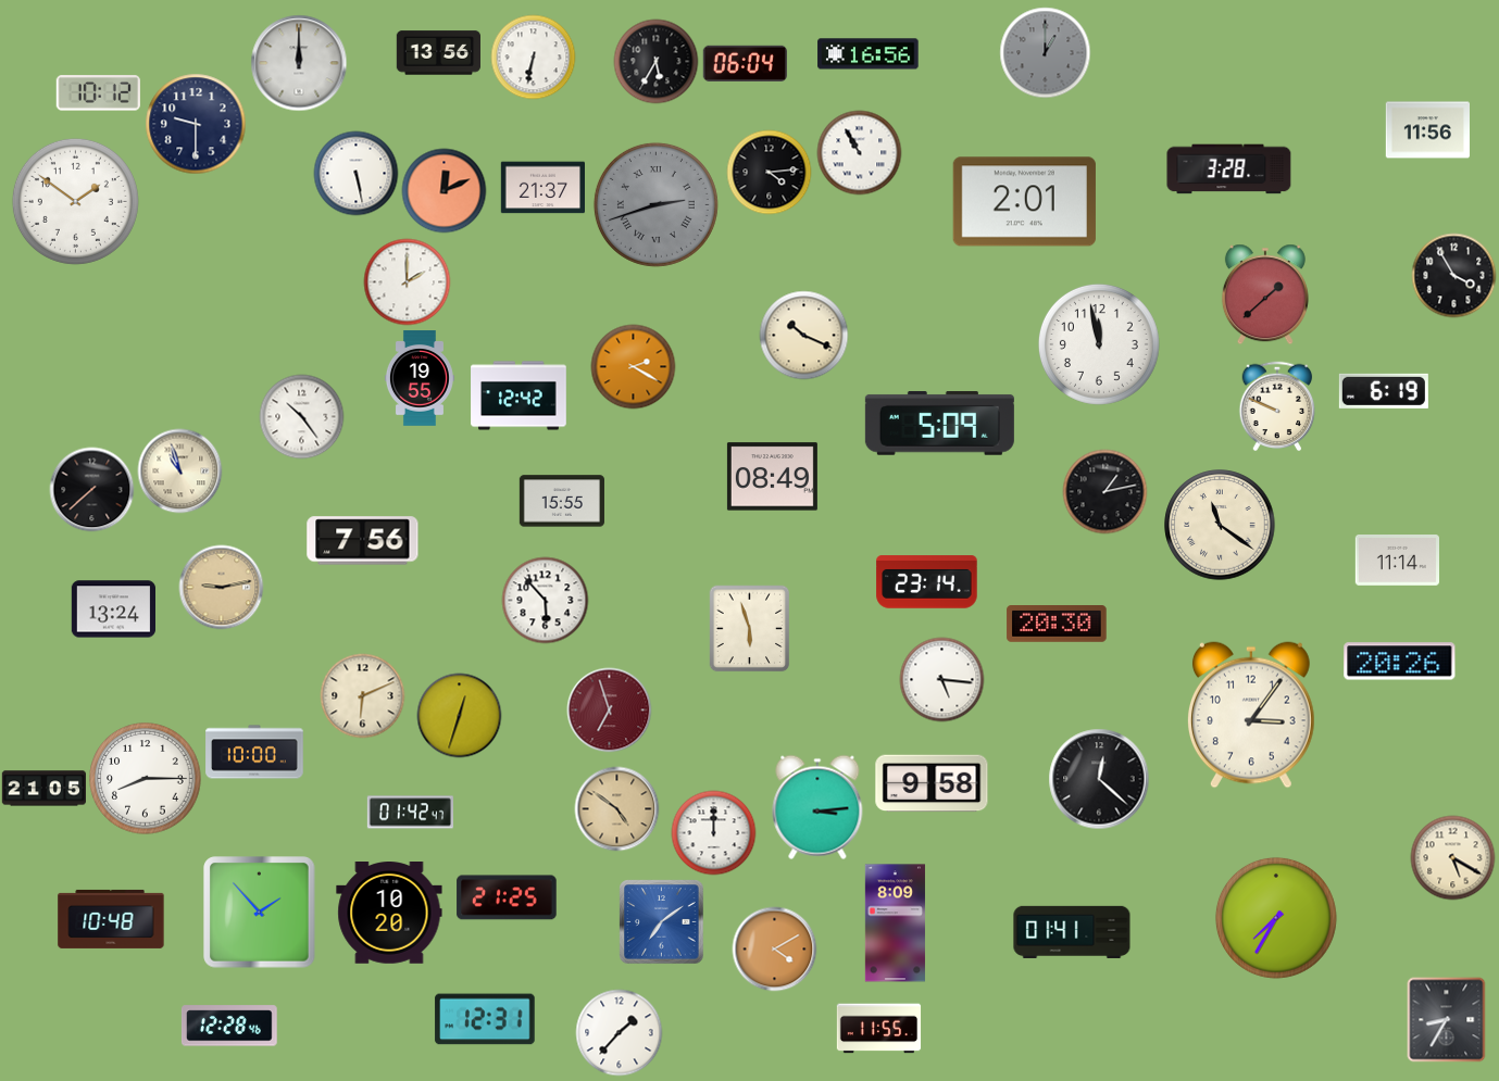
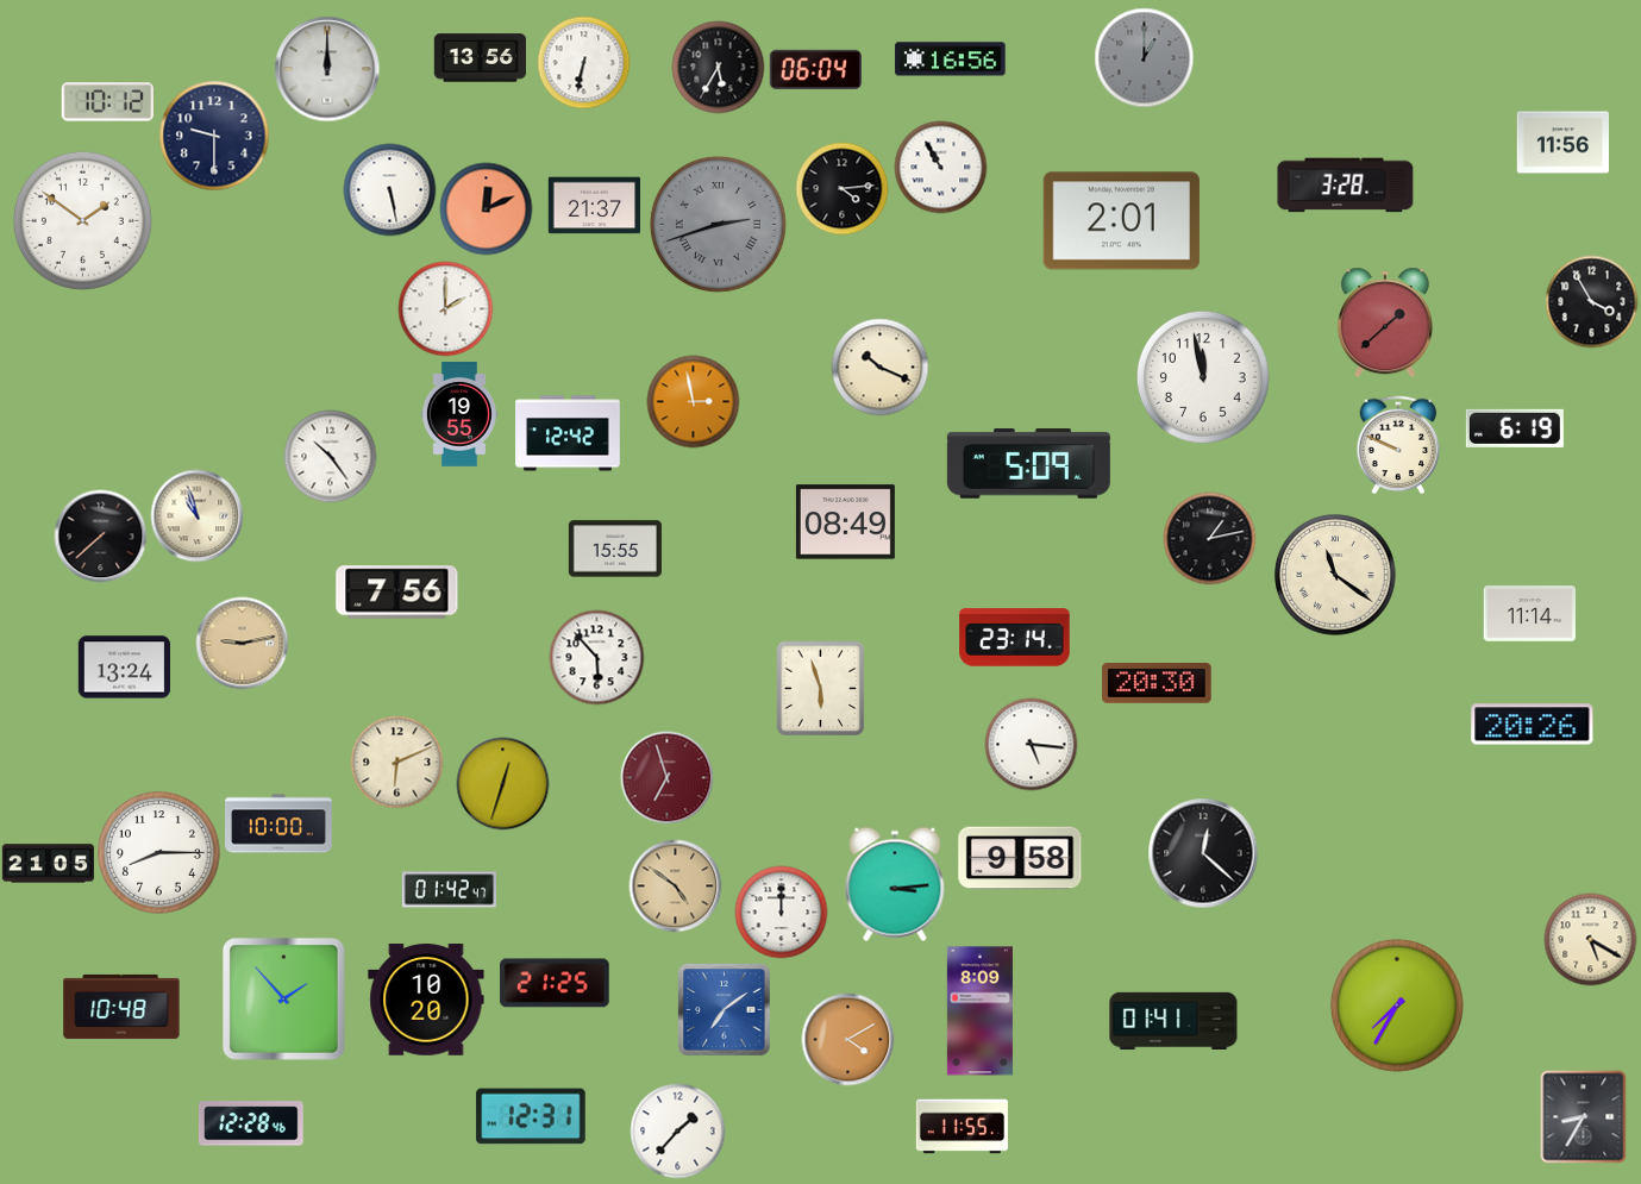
clock at (633, 366): 2:20 -> 2:58
clock at (1251, 715): 3:06 -> none
